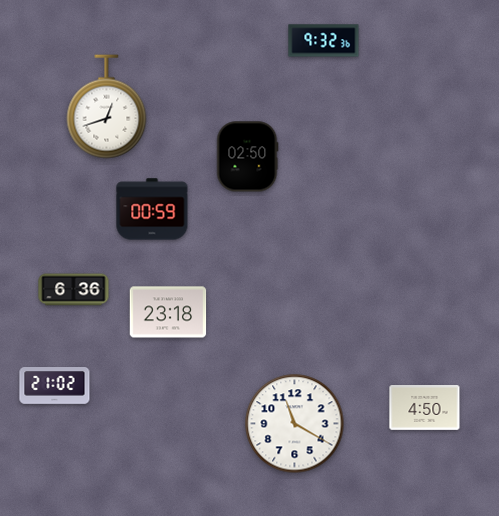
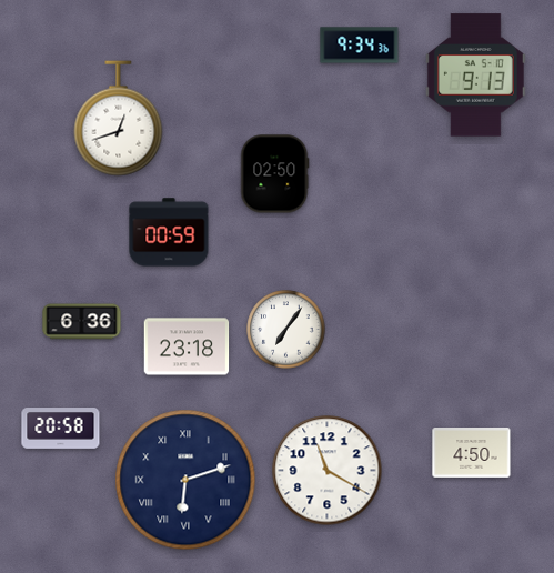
clock at (324, 41): 9:32 -> 9:34
clock at (475, 76): none -> 9:13
clock at (286, 330): none -> 7:06
clock at (55, 386): 21:02 -> 20:58
clock at (185, 480): none -> 6:12
